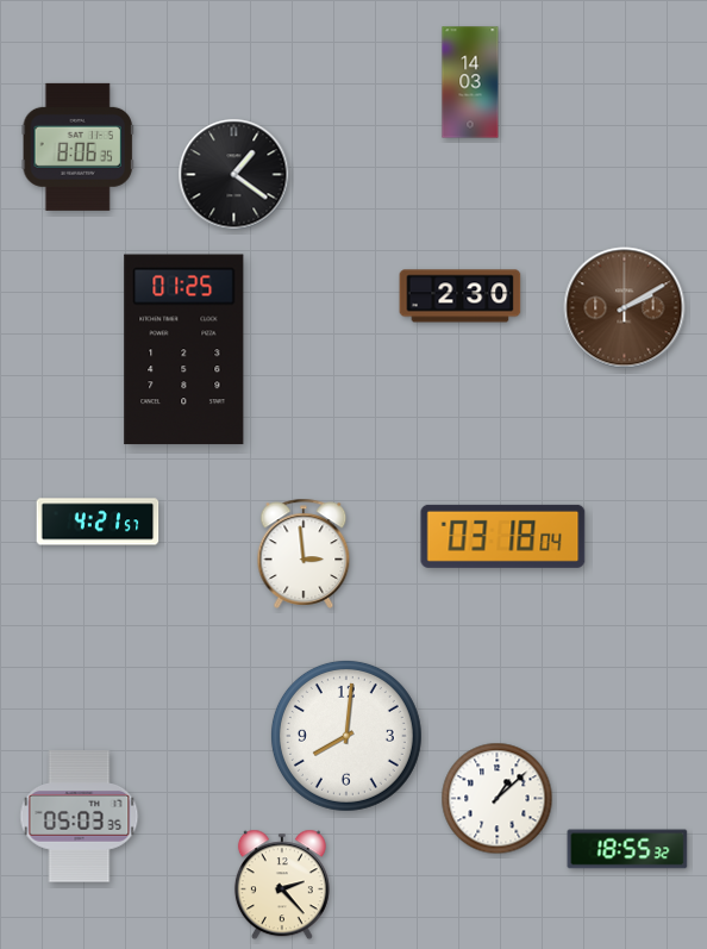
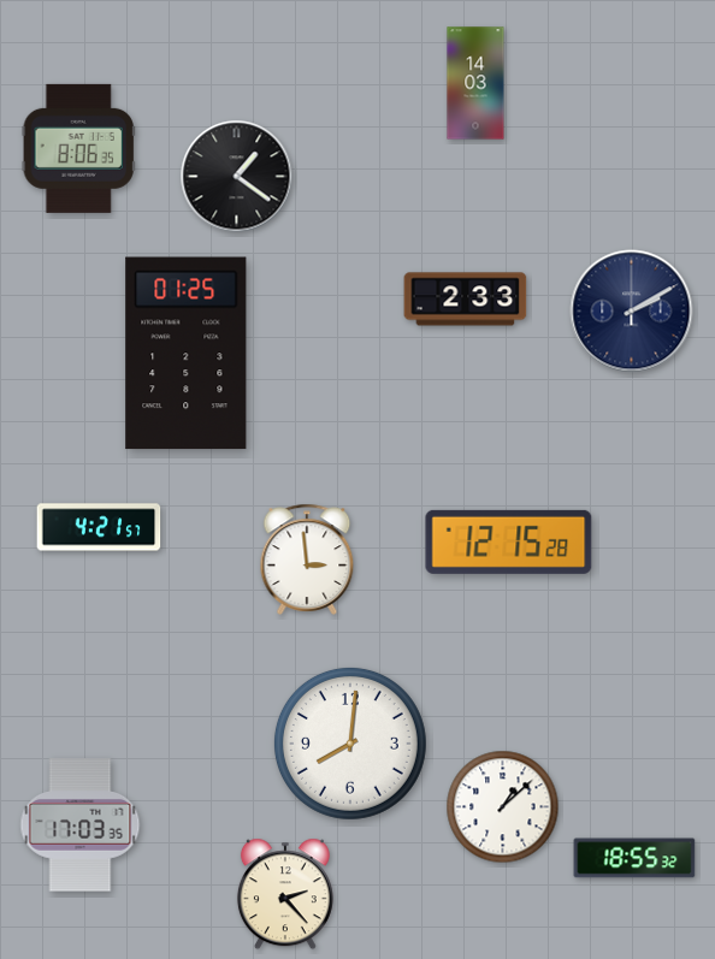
clock at (461, 296): 2:30 -> 2:33
clock at (625, 308) dial: brown -> navy
clock at (503, 536): 03:18 -> 12:15
clock at (80, 817): 05:03 -> 17:03
